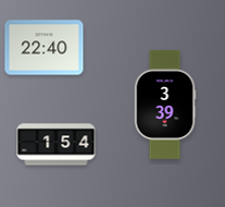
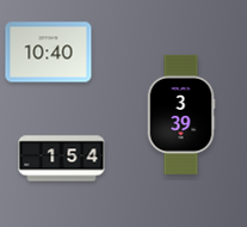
clock at (45, 48): 22:40 -> 10:40
